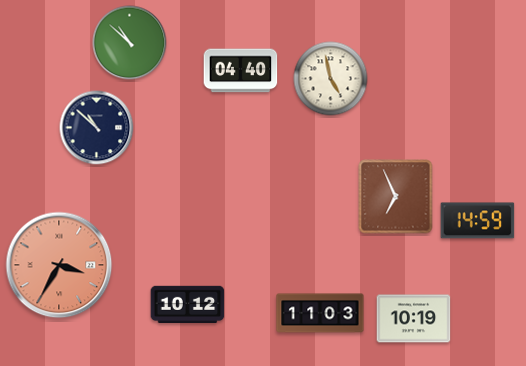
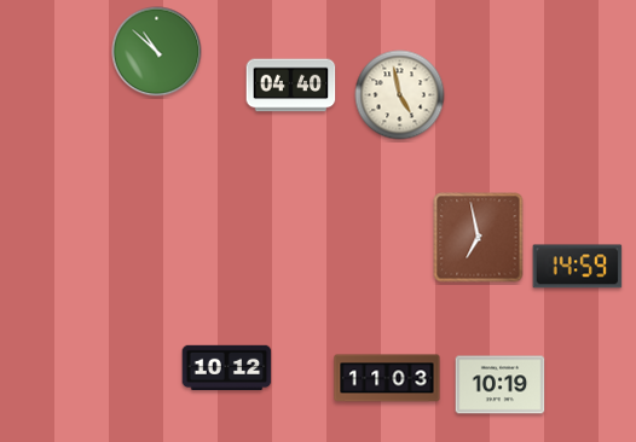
clock at (97, 128): 10:52 -> none
clock at (396, 197): 6:56 -> 6:58
clock at (59, 265): 3:35 -> none
